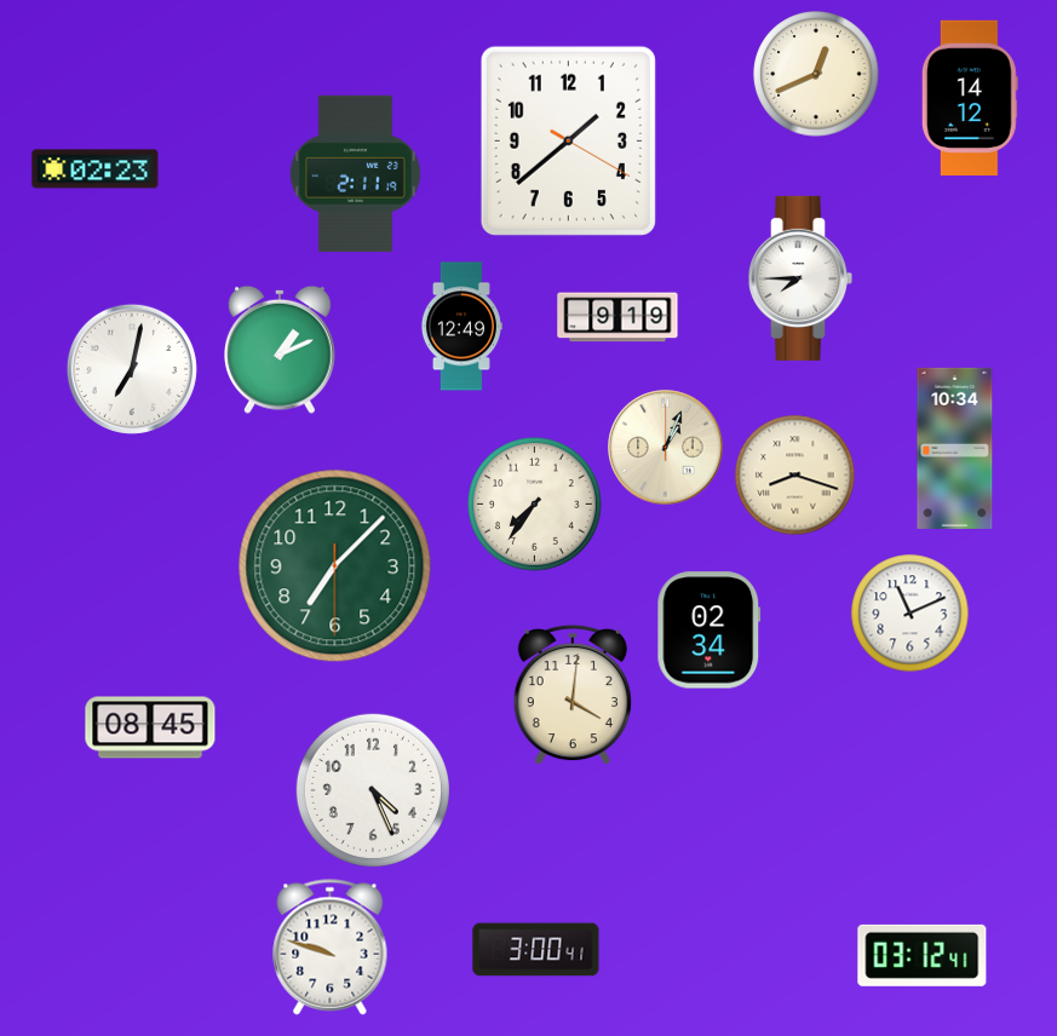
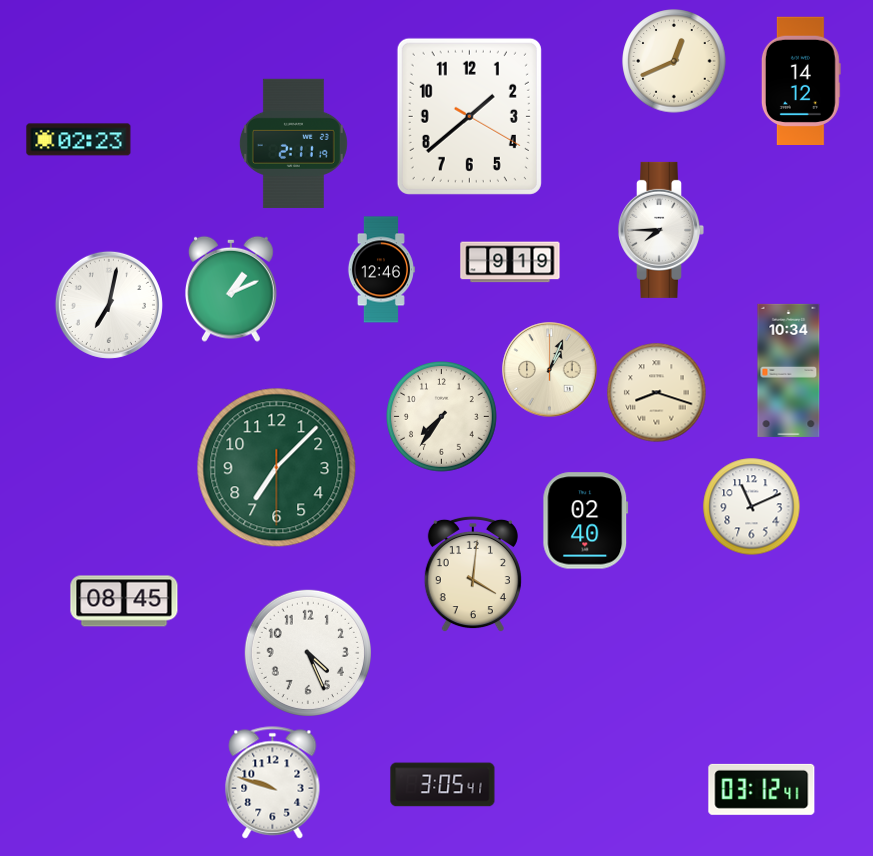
clock at (461, 327): 12:49 -> 12:46
clock at (710, 631): 02:34 -> 02:40
clock at (536, 950): 3:00 -> 3:05
